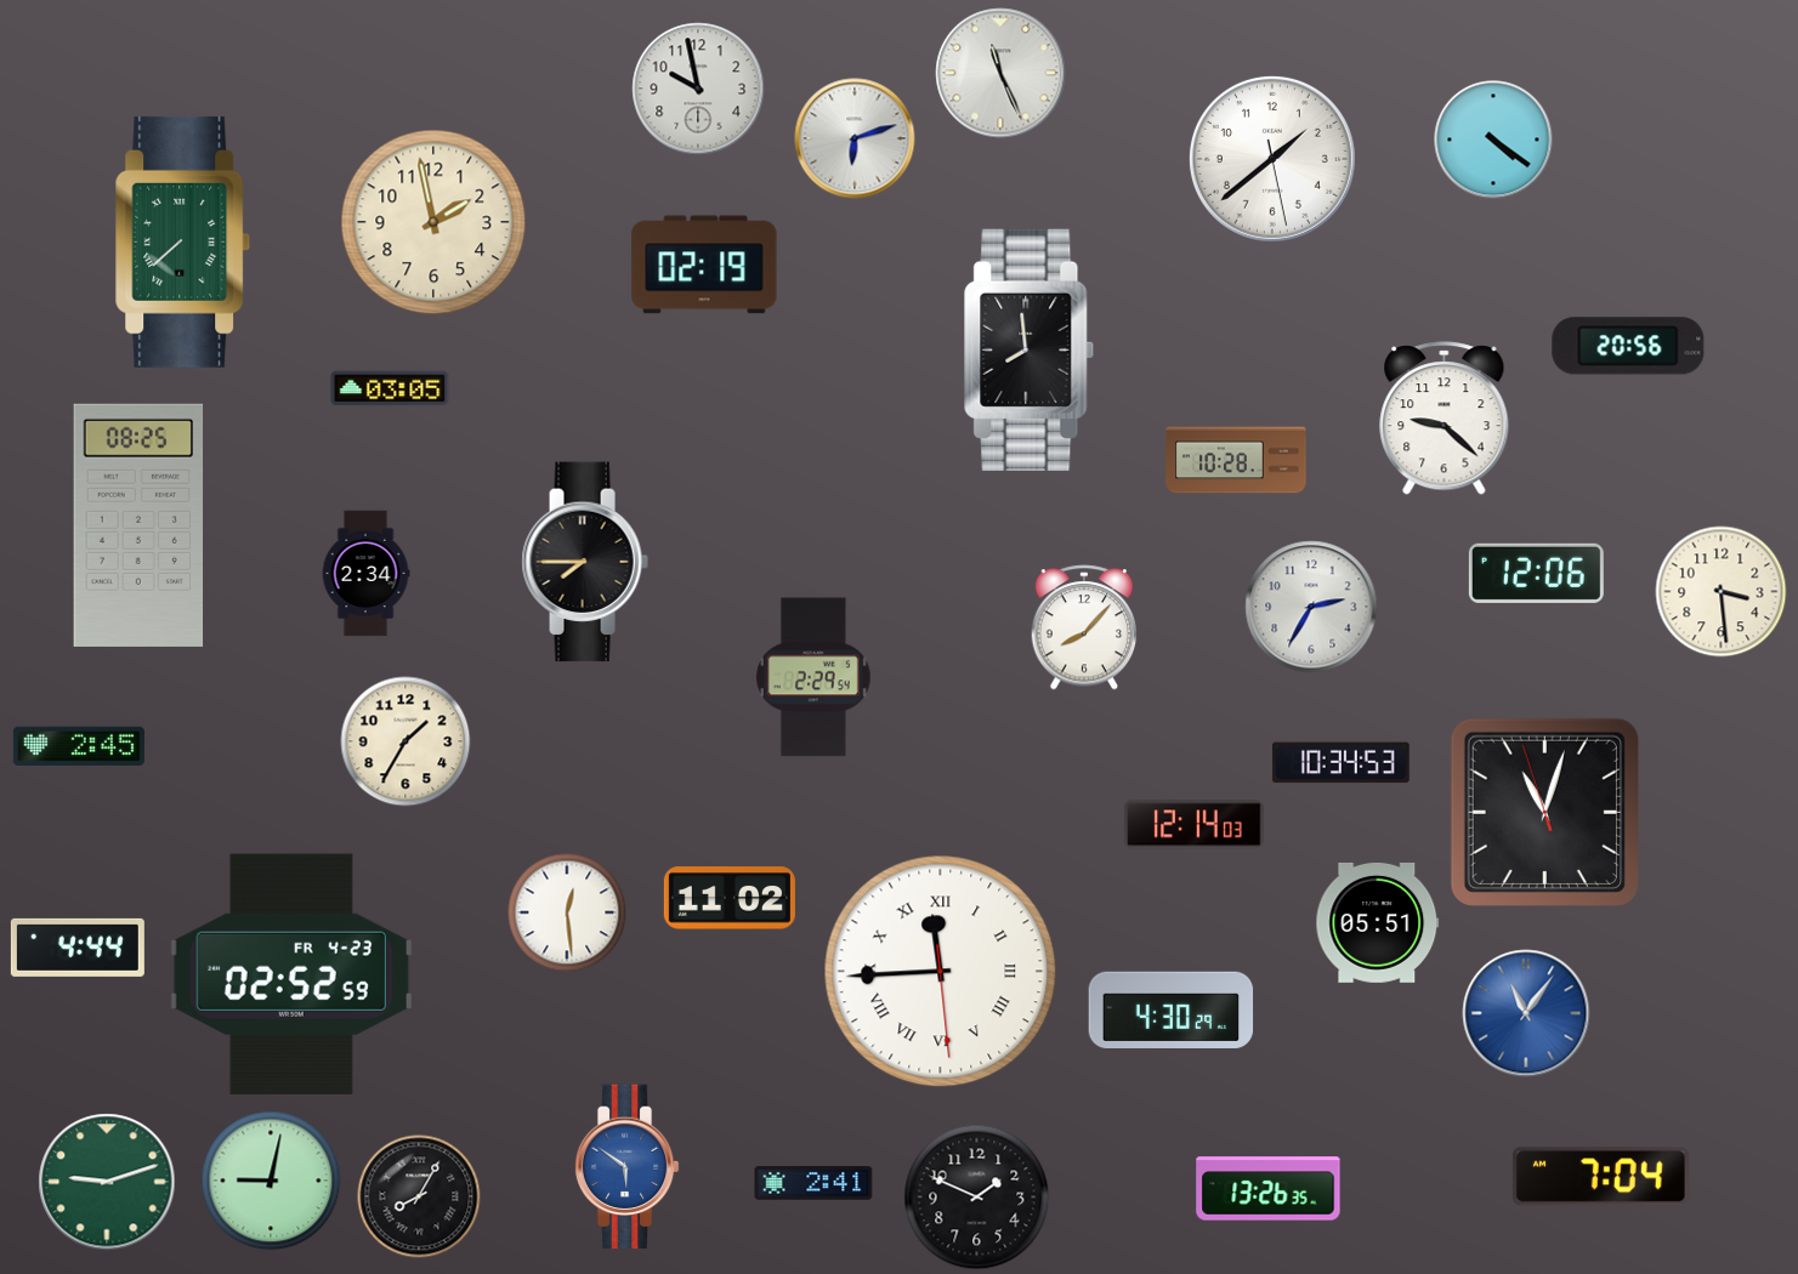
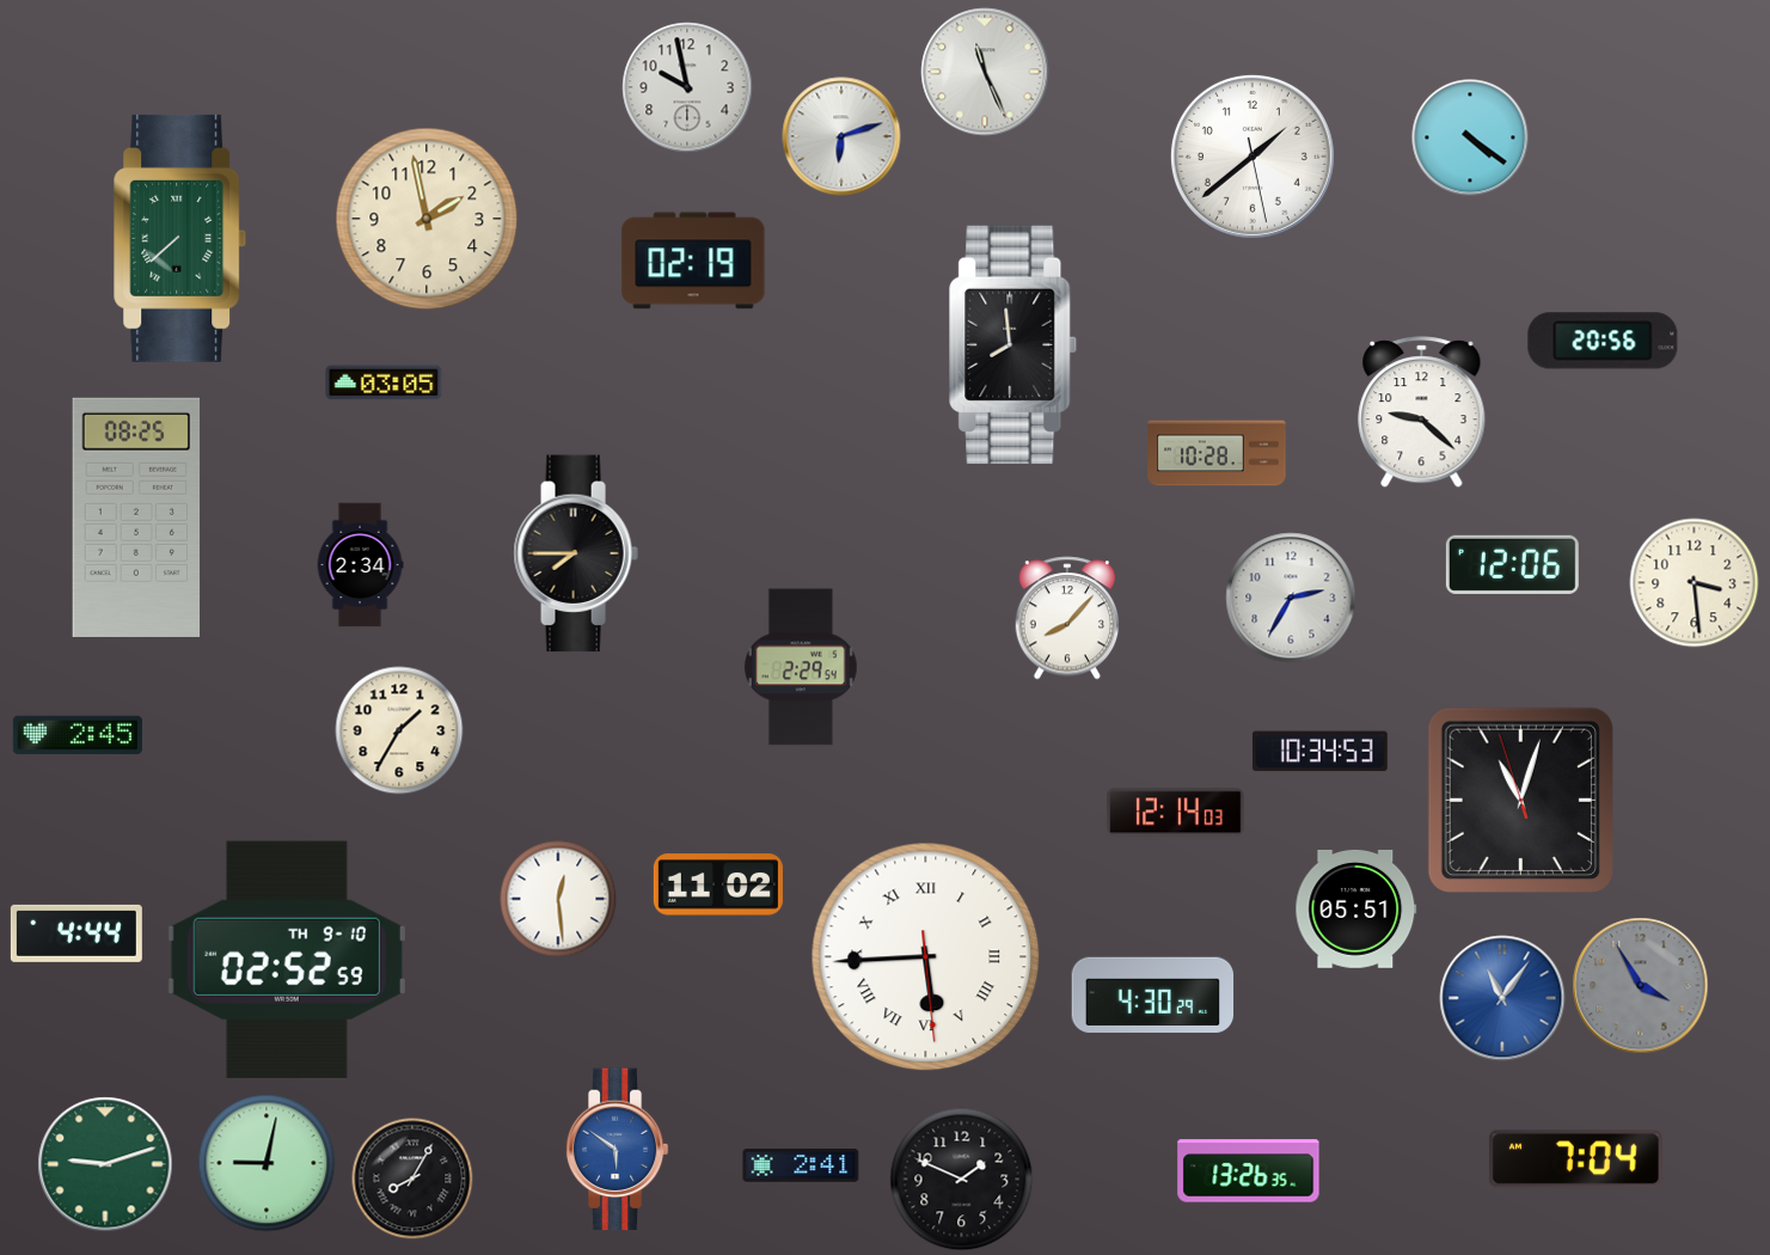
clock at (941, 972): 11:44 -> 5:44
clock at (291, 974) date: FR 4-23 -> TH 9-10
clock at (1641, 986): none -> 3:55
